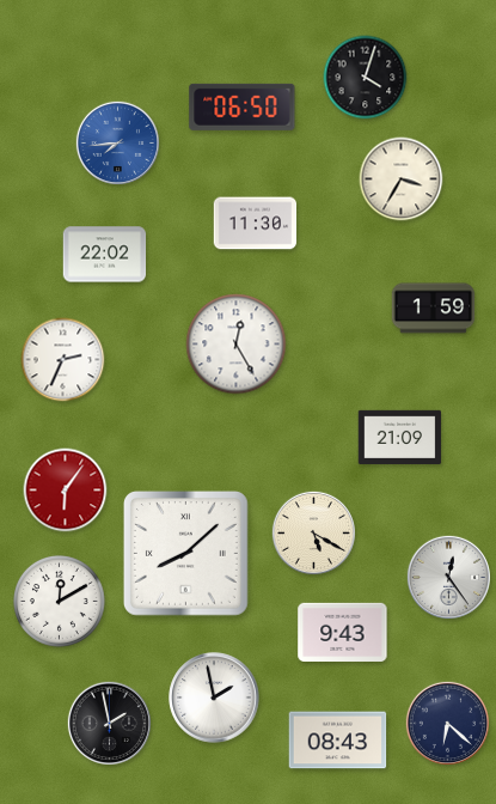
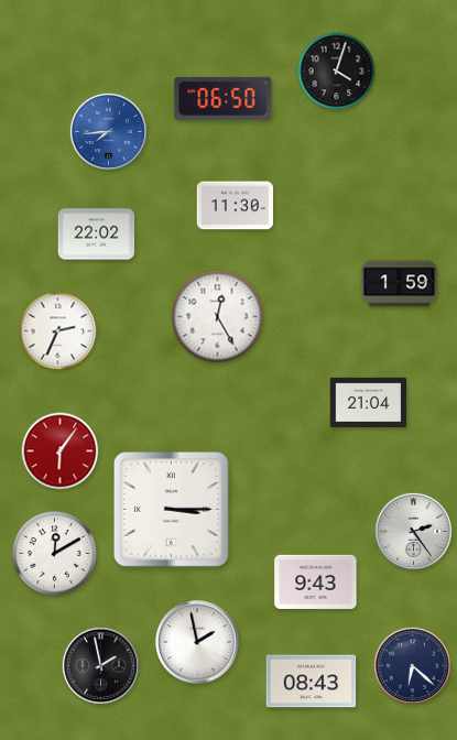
clock at (402, 179): 3:35 -> none
clock at (400, 437): 21:09 -> 21:04
clock at (313, 532): 5:20 -> none
clock at (185, 553): 8:08 -> 3:15
clock at (448, 577): 12:24 -> 2:24
